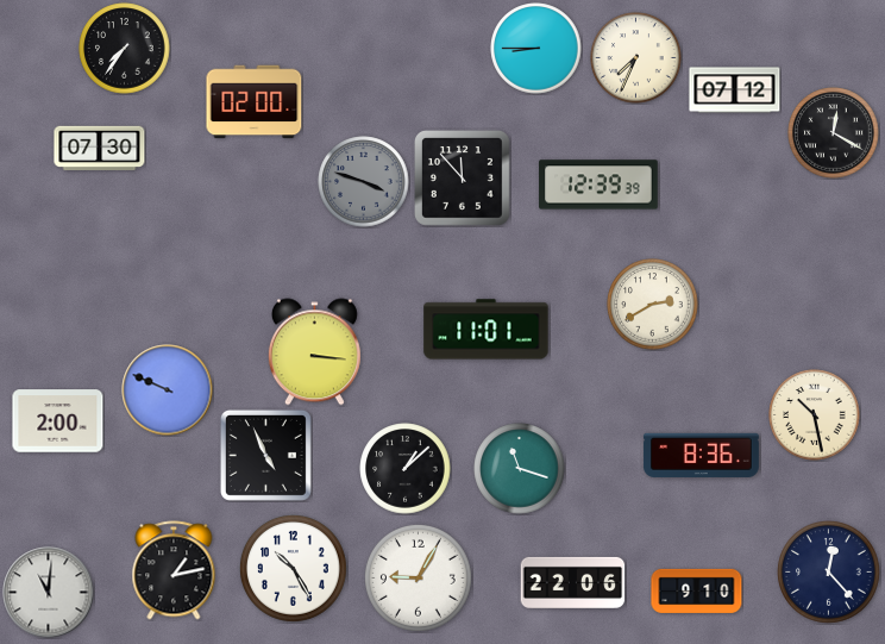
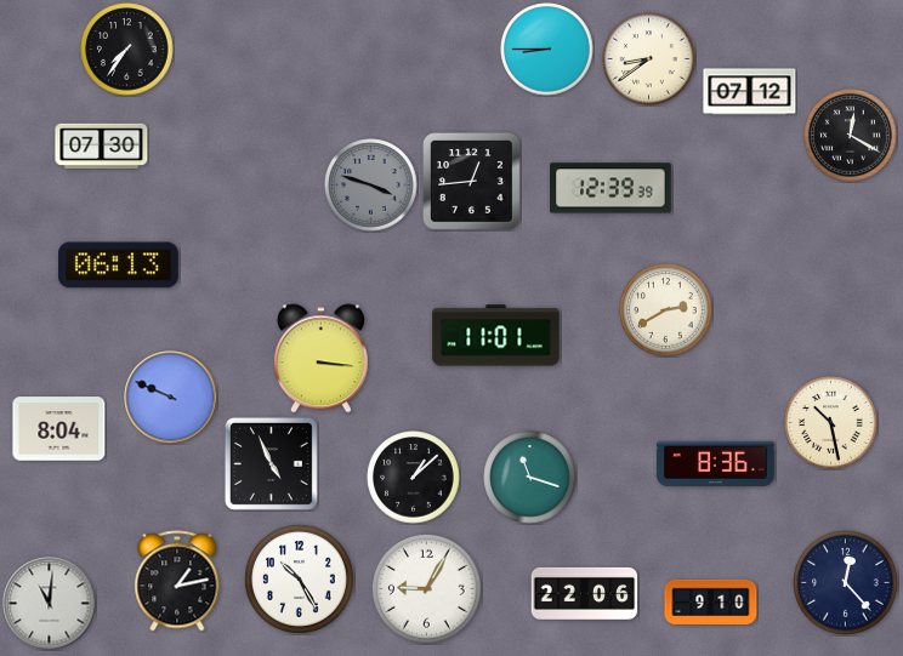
clock at (636, 58): 7:34 -> 8:39
clock at (255, 102): 02:00 -> none
clock at (100, 148) position: (100, 148) -> (102, 146)
clock at (463, 179): 11:53 -> 12:44
clock at (119, 266): none -> 06:13
clock at (58, 421): 2:00 -> 8:04
